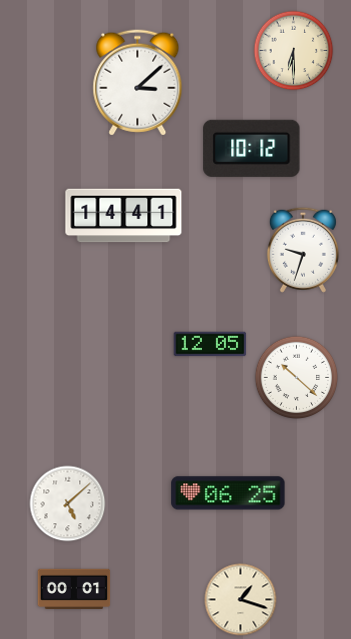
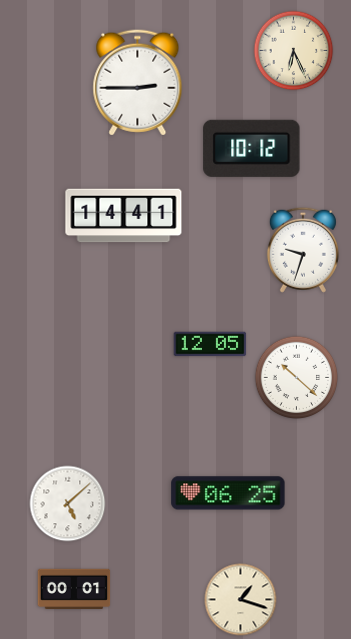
clock at (294, 51): 6:30 -> 6:26
clock at (138, 83): 3:08 -> 2:45
